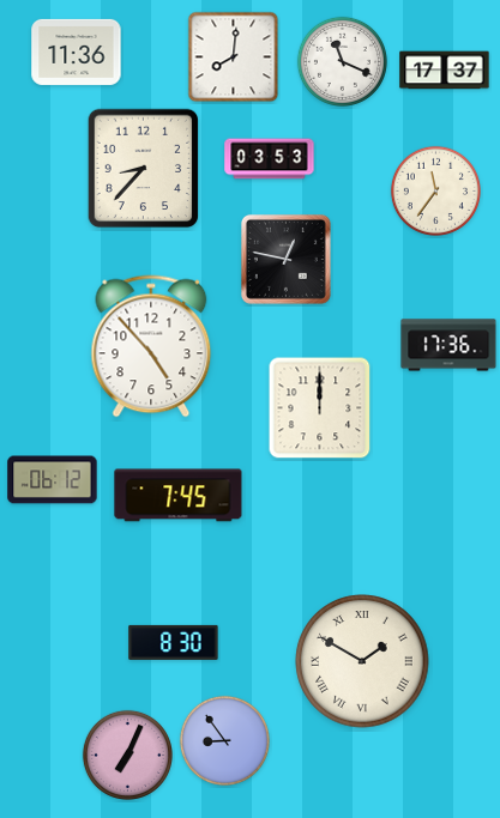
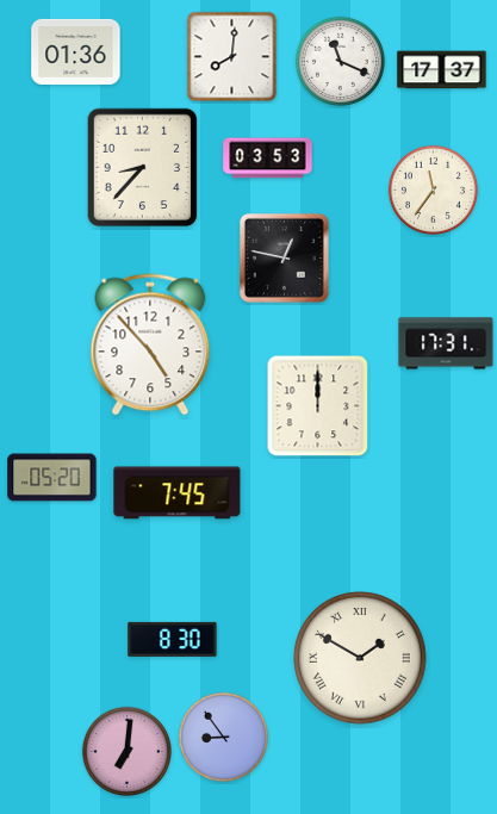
clock at (77, 51): 11:36 -> 01:36
clock at (448, 345): 17:36 -> 17:31
clock at (53, 480): 06:12 -> 05:20
clock at (127, 755): 7:04 -> 7:01
